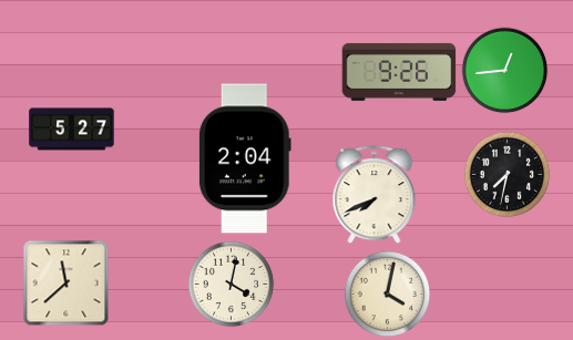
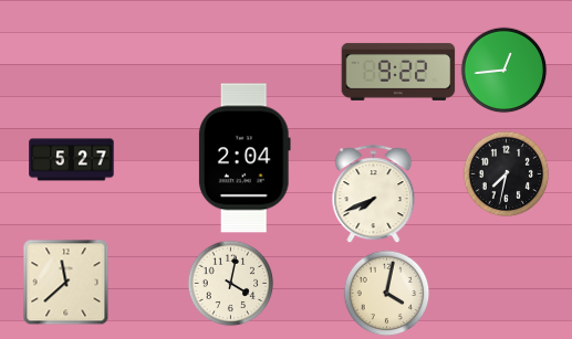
clock at (399, 72): 9:26 -> 9:22
clock at (72, 130) position: (72, 130) -> (72, 160)
